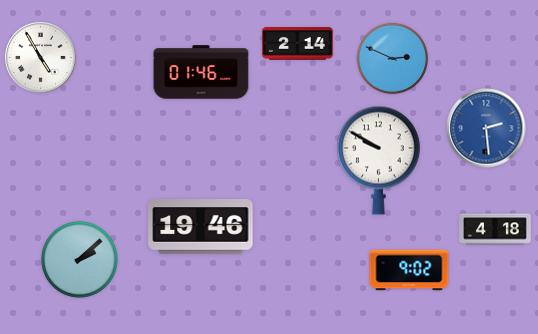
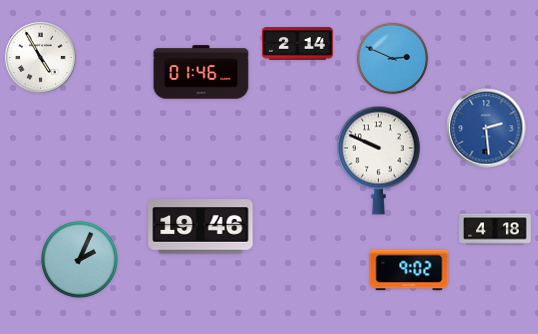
clock at (378, 160): 9:50 -> 9:49
clock at (79, 259): 2:08 -> 2:04
